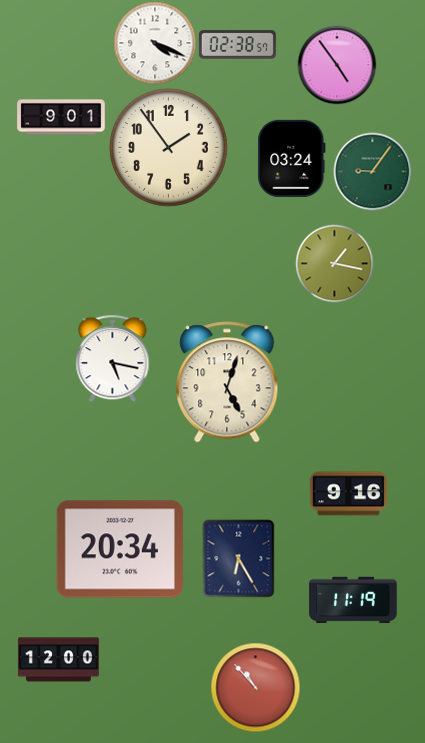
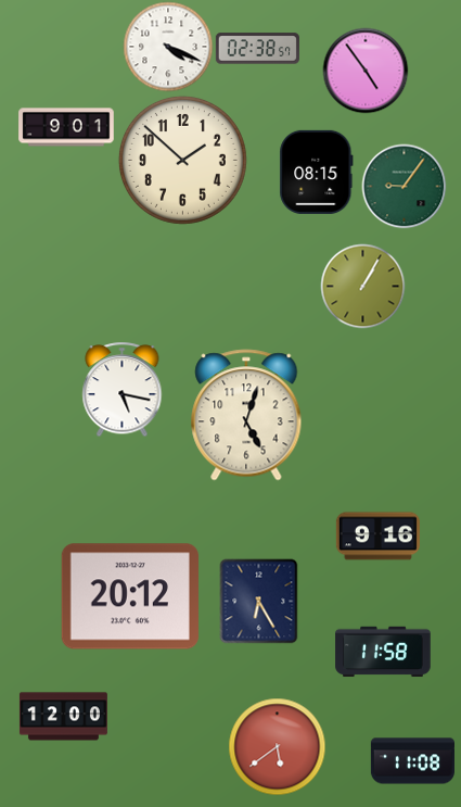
clock at (168, 147): 1:54 -> 1:52
clock at (292, 158): 03:24 -> 08:15
clock at (334, 263): 1:17 -> 1:05
clock at (120, 549): 20:34 -> 20:12
clock at (239, 558) position: (239, 558) -> (259, 601)
clock at (353, 600): 11:19 -> 11:58
clock at (255, 687): 10:53 -> 5:39
clock at (412, 761): none -> 11:08
